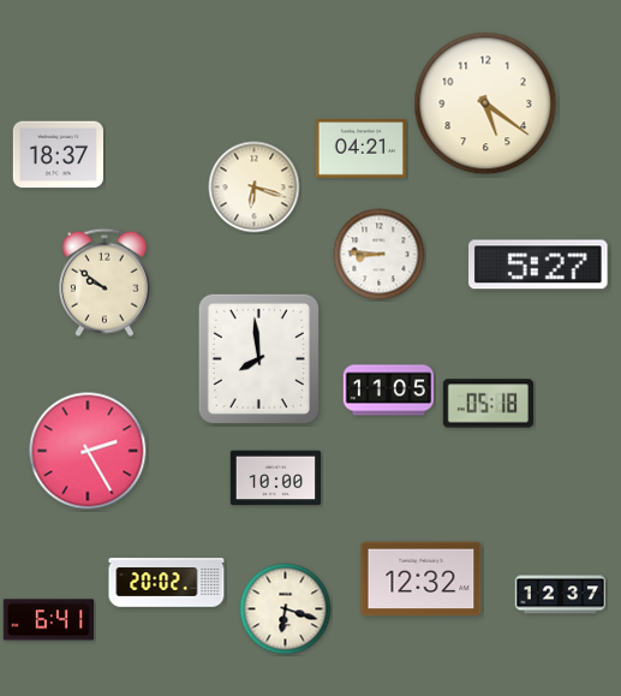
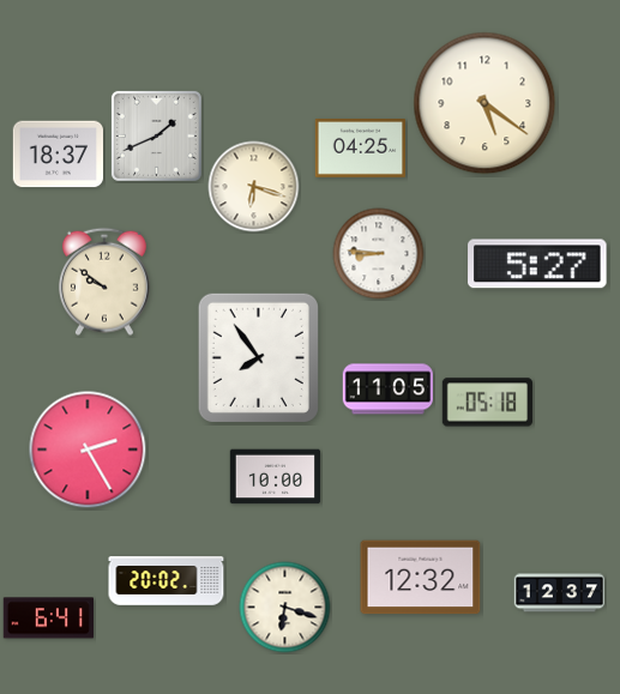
clock at (156, 135): none -> 1:41
clock at (360, 149): 04:21 -> 04:25
clock at (258, 358): 7:59 -> 7:54
